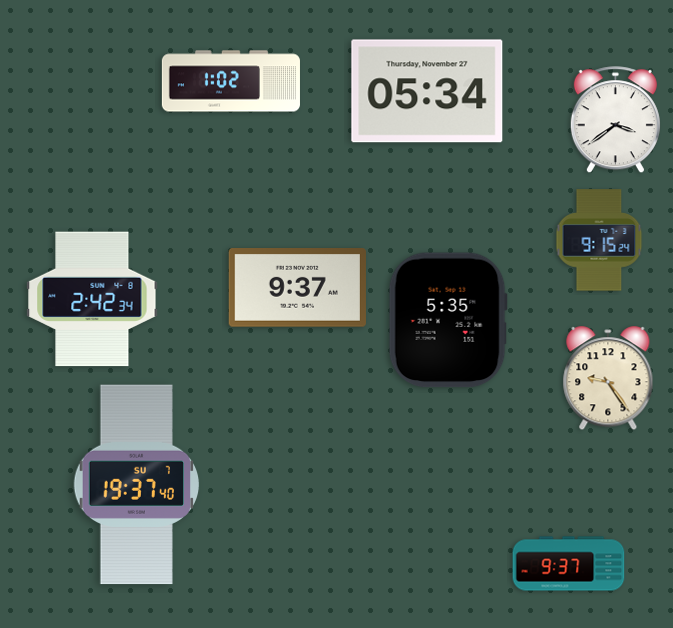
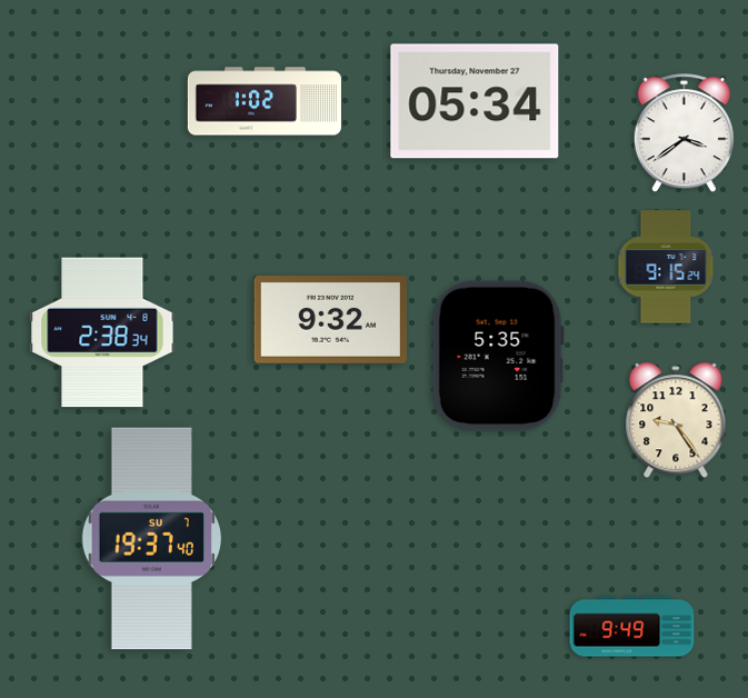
clock at (231, 81) position: (231, 81) -> (265, 101)
clock at (297, 288): 9:37 -> 9:32
clock at (92, 299): 2:42 -> 2:38
clock at (569, 564): 9:37 -> 9:49
